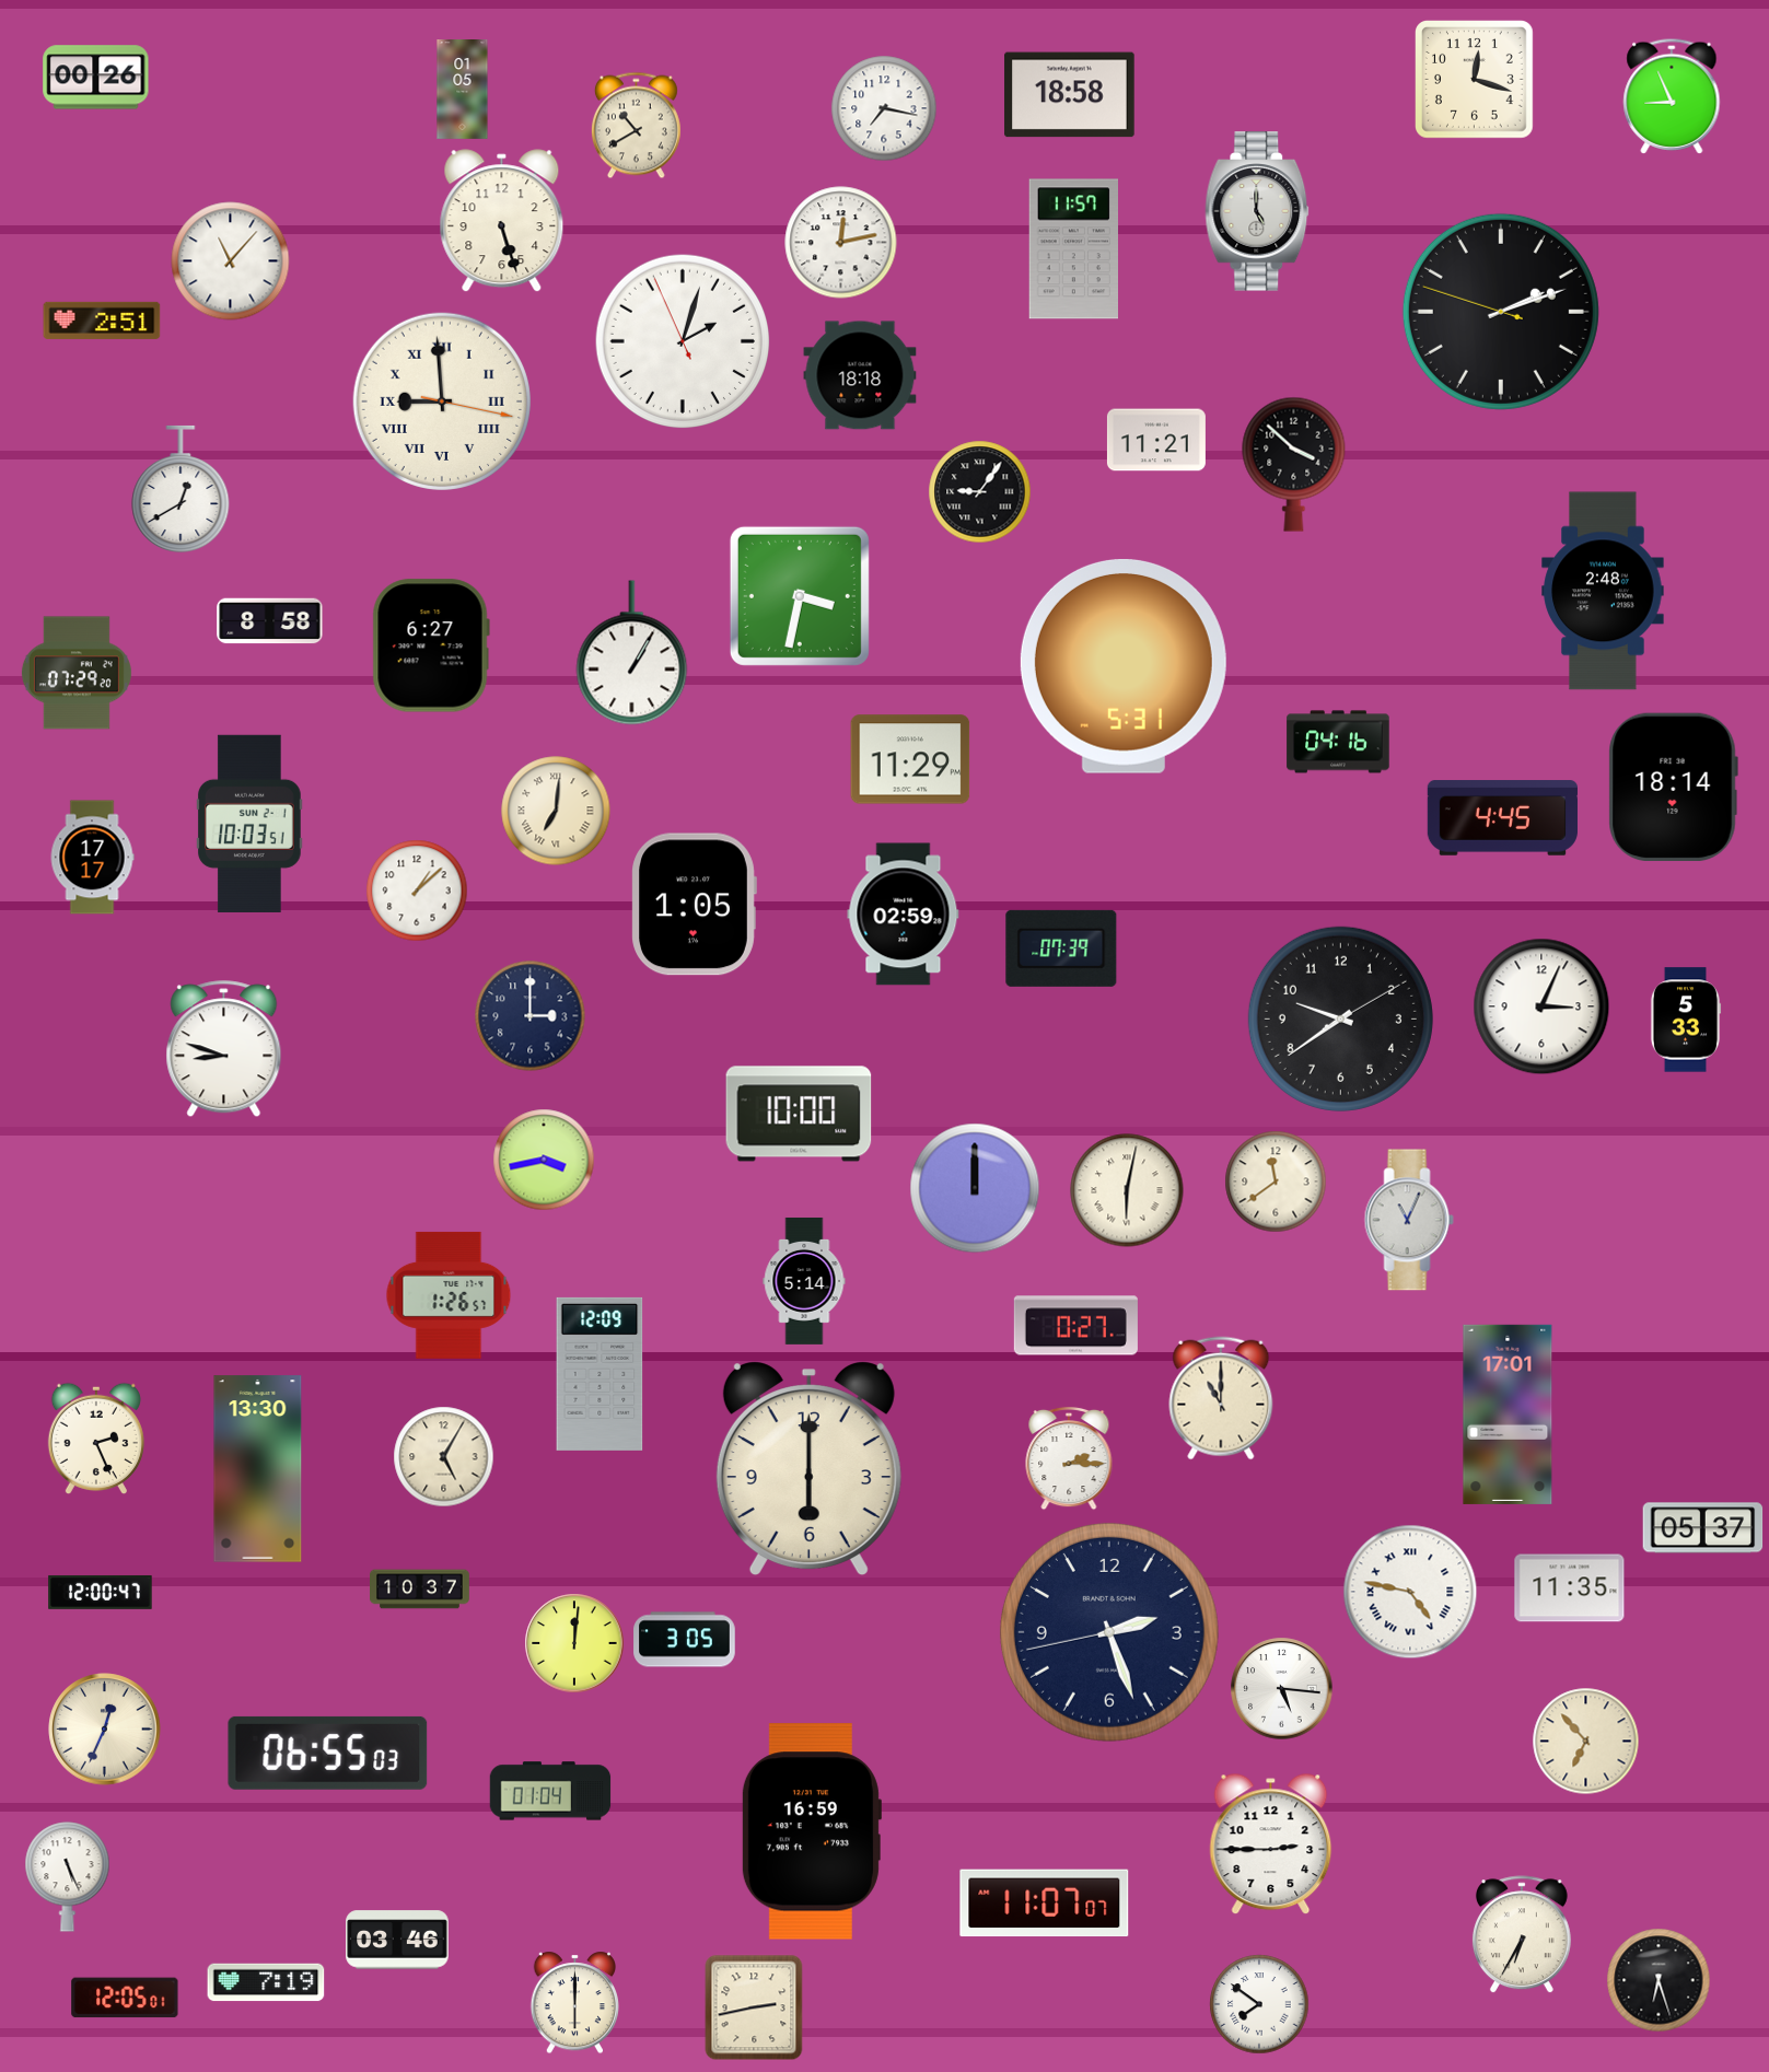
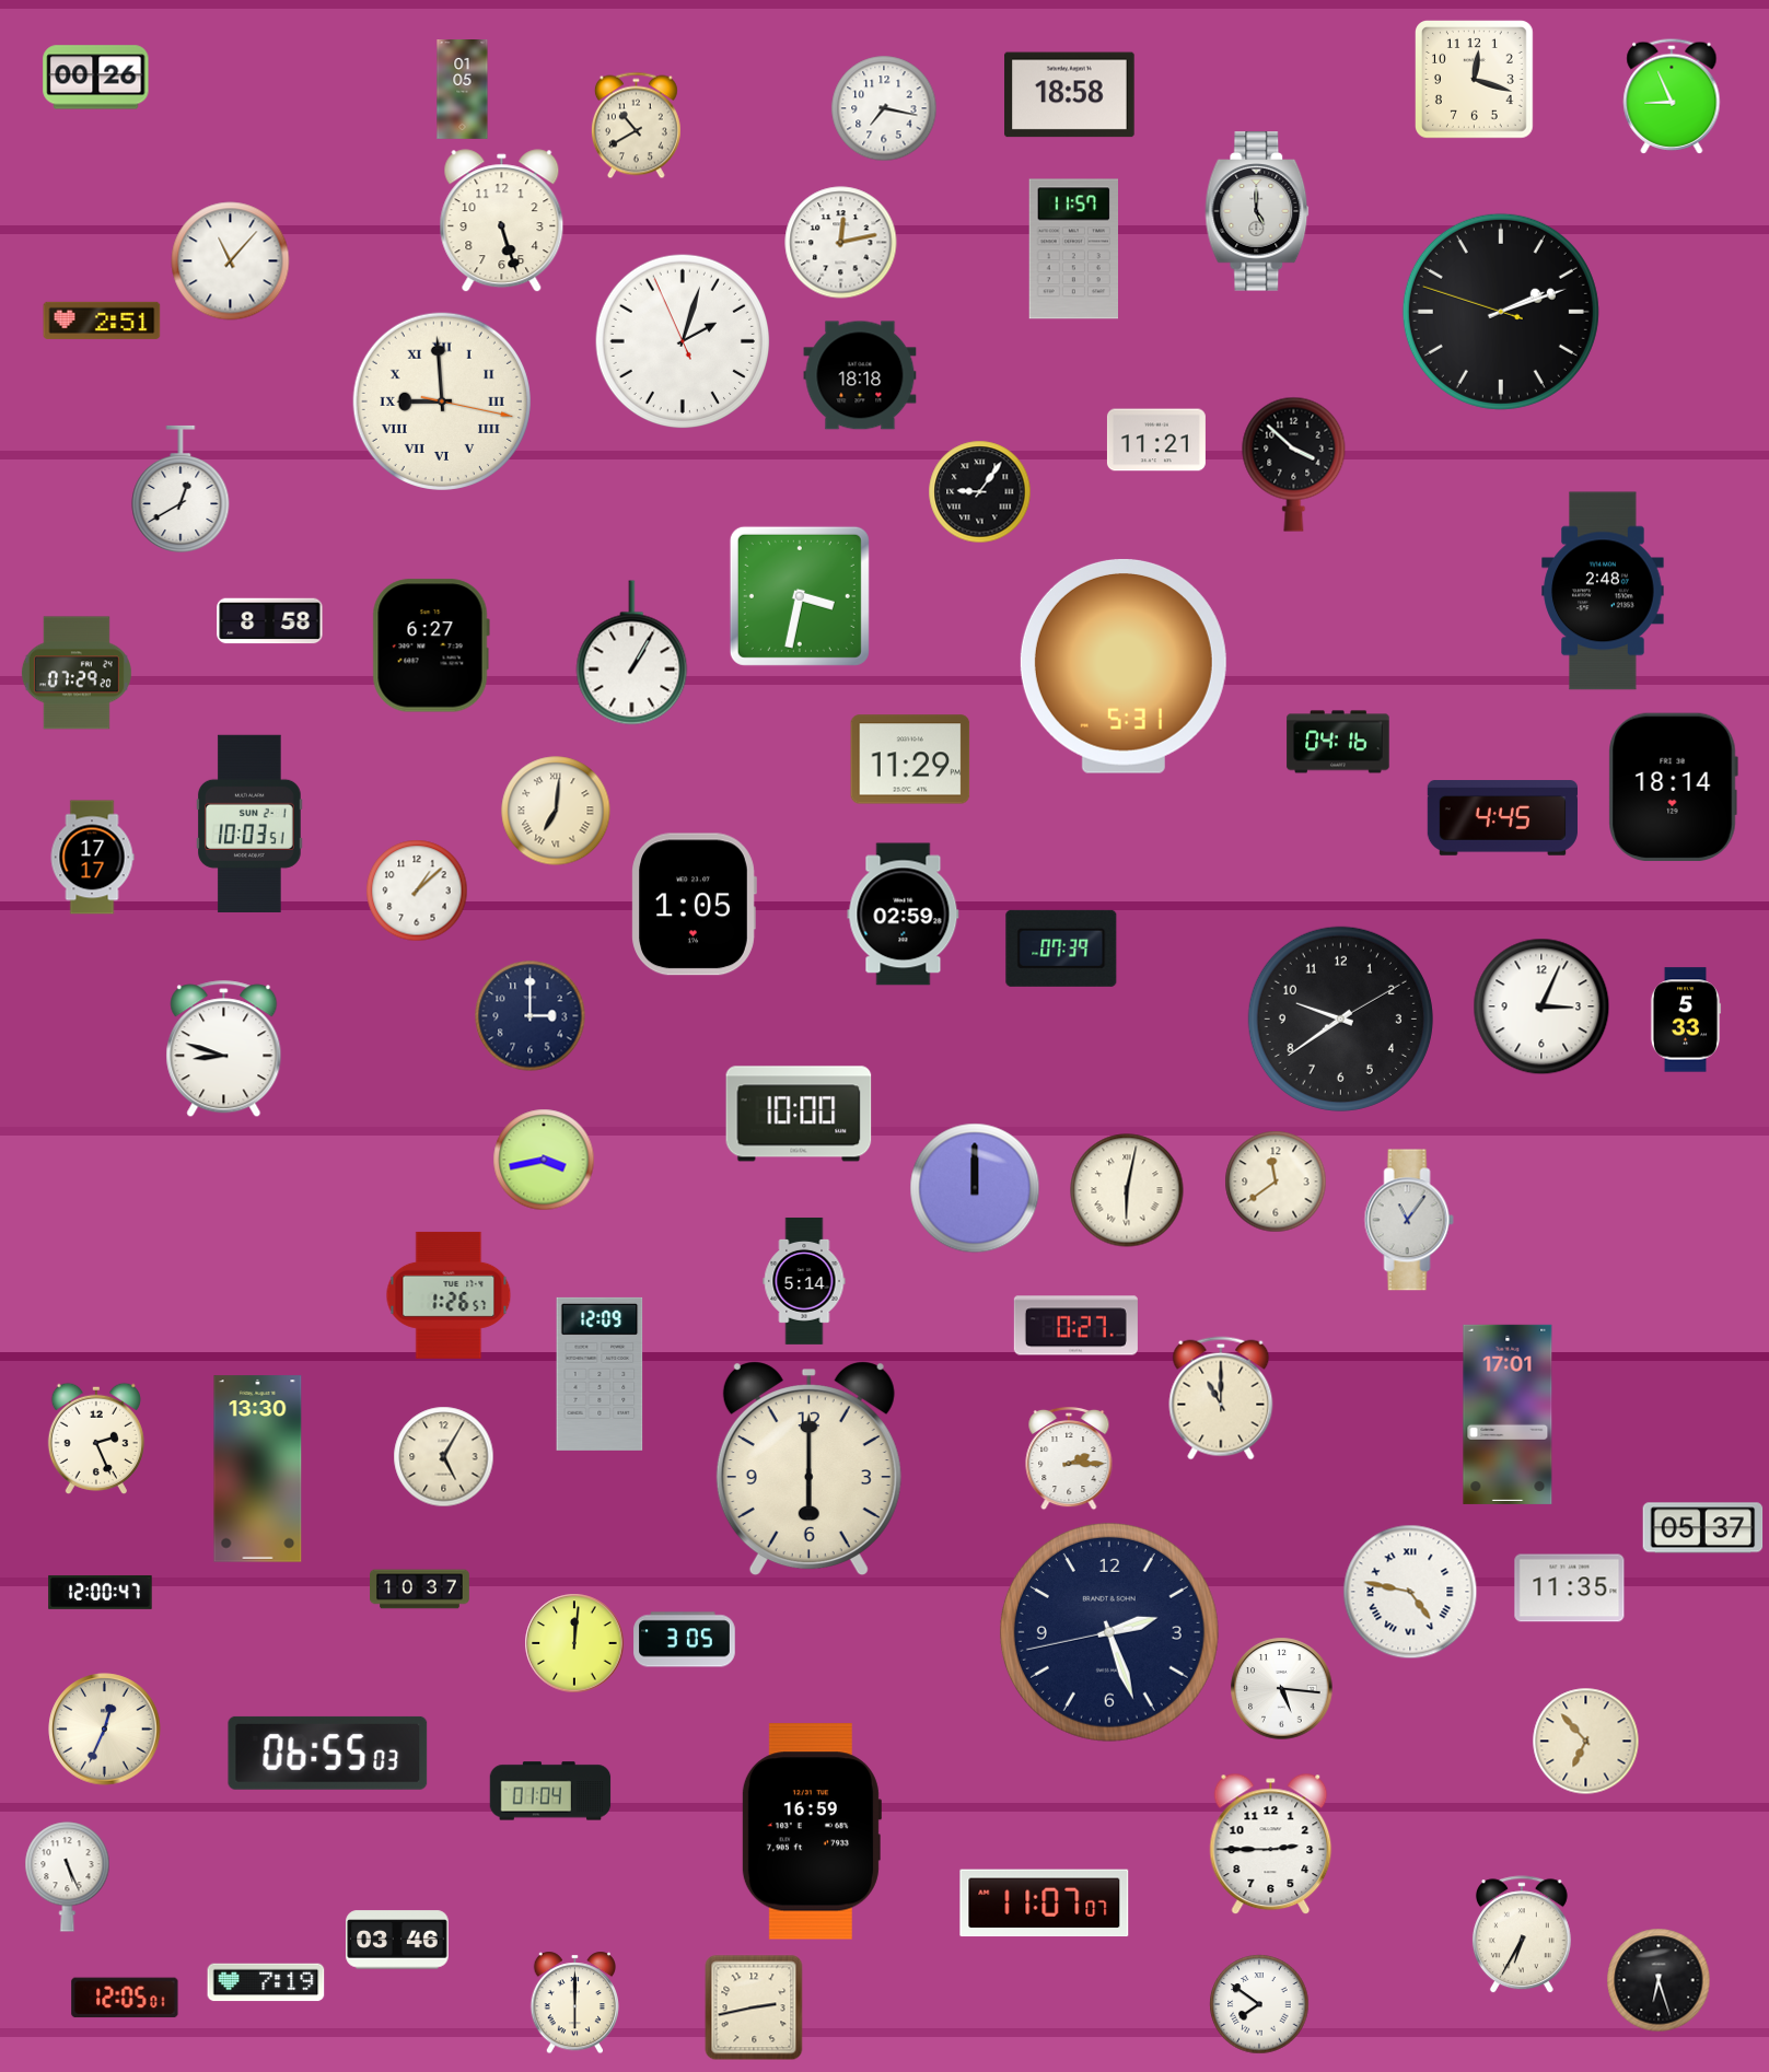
clock at (1409, 1220): 11:04 -> 11:06
